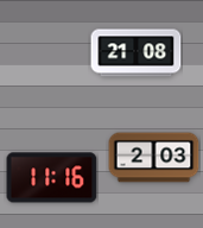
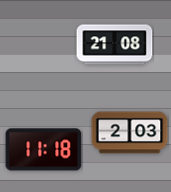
clock at (52, 178): 11:16 -> 11:18
